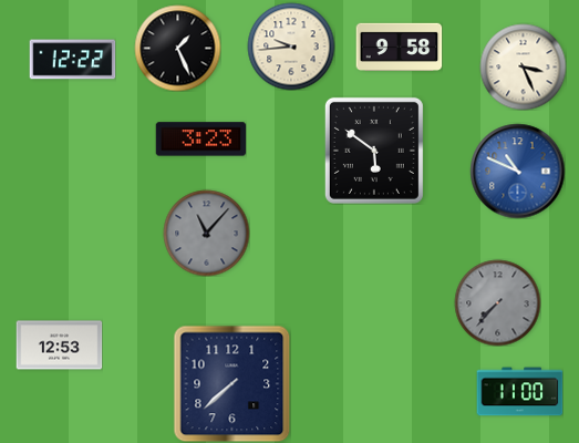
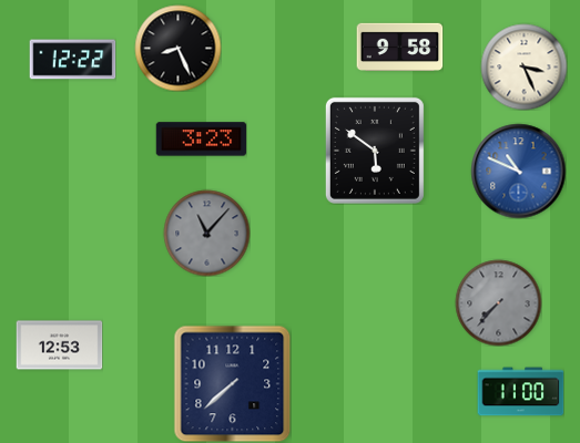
clock at (291, 47): 9:44 -> none
clock at (177, 48): 1:26 -> 8:26
